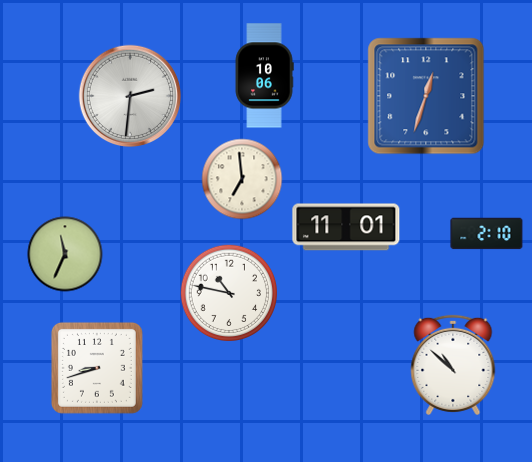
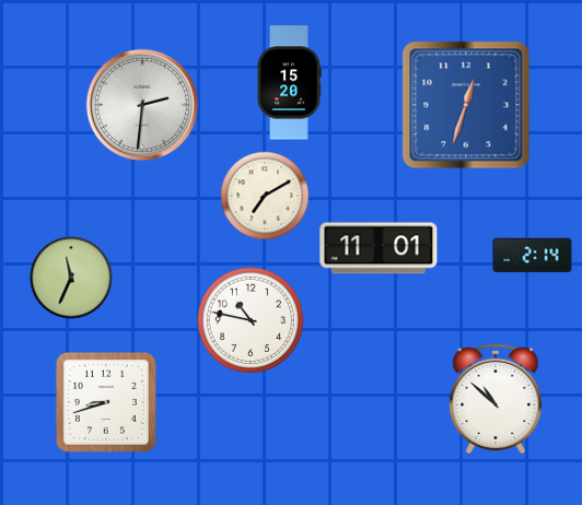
clock at (264, 76): 10:06 -> 15:20
clock at (242, 179): 6:59 -> 7:10
clock at (487, 234): 2:10 -> 2:14
